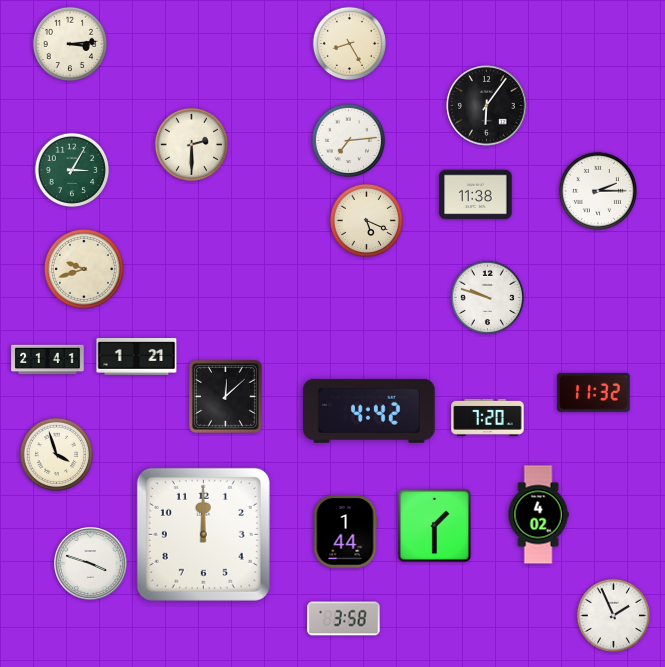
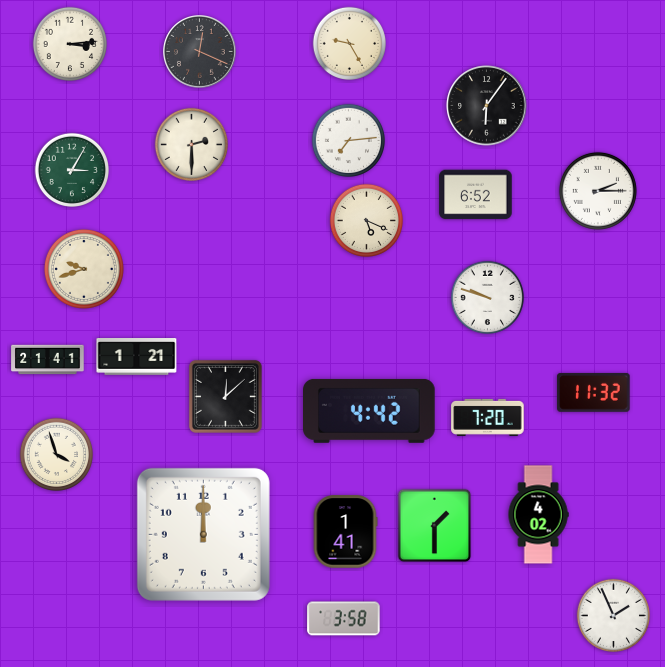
clock at (349, 43): 8:25 -> 9:25
clock at (200, 52): none -> 12:19
clock at (476, 195): 11:38 -> 6:52
clock at (345, 532): 1:44 -> 1:41
clock at (91, 564): 3:48 -> none
